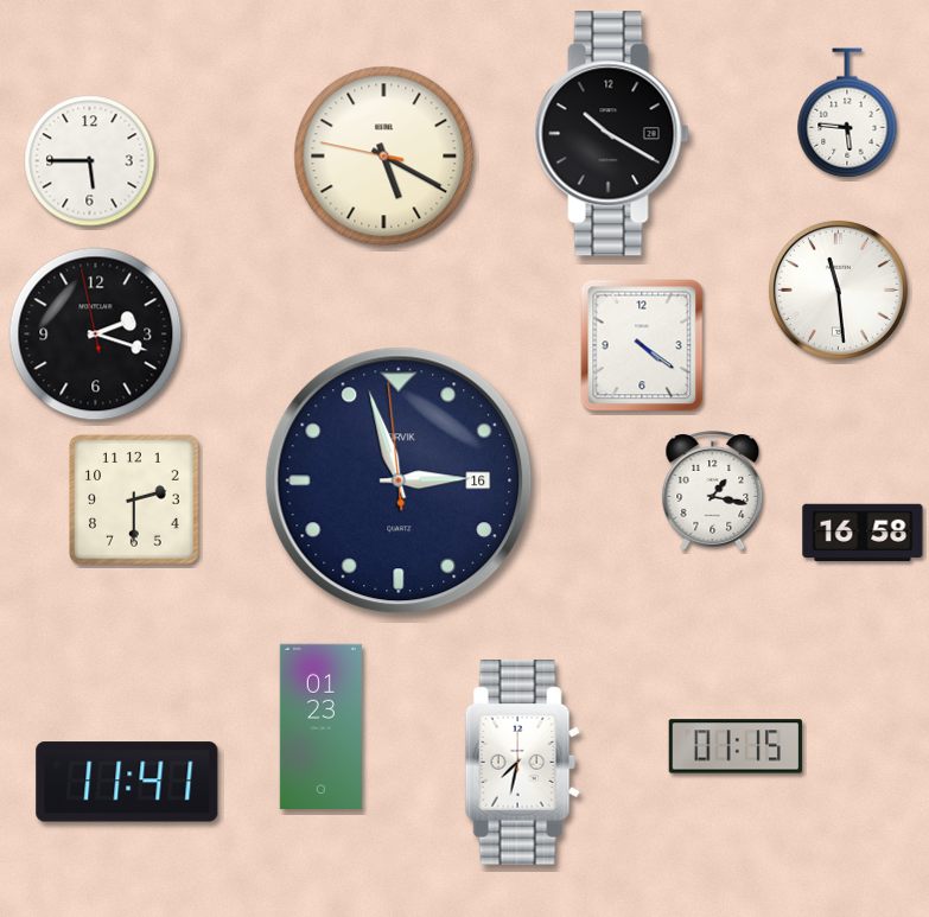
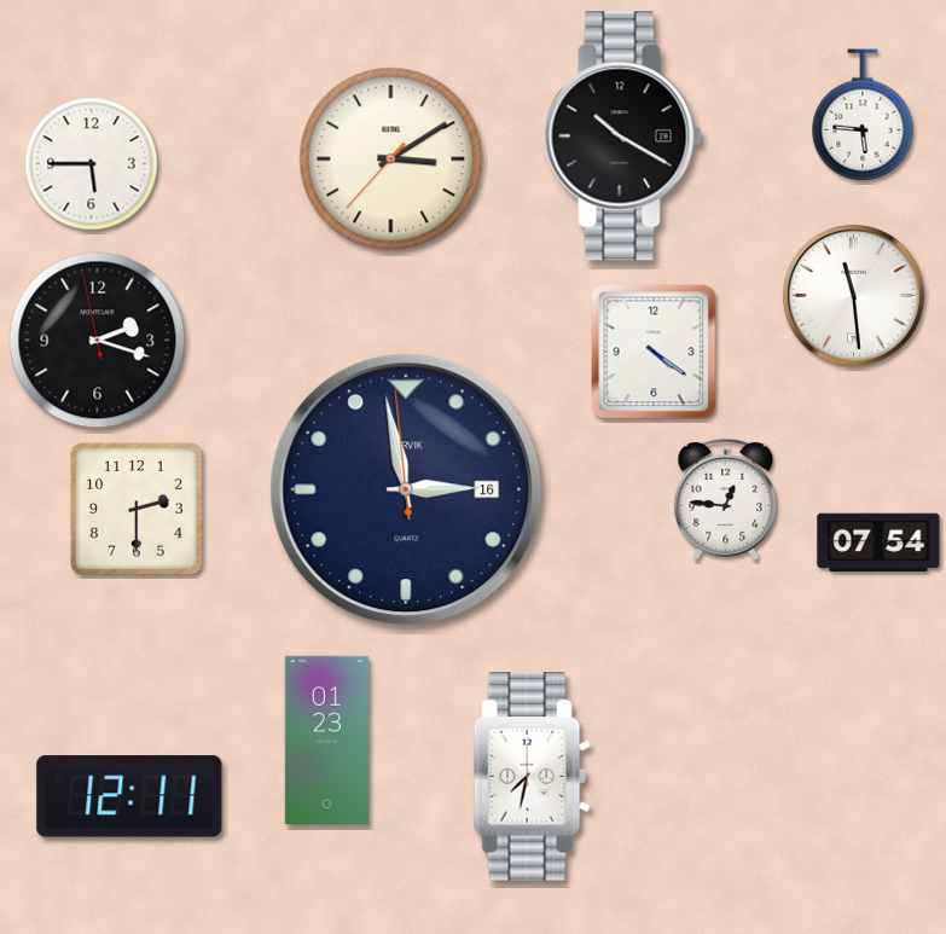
clock at (384, 157): 5:19 -> 3:09
clock at (399, 480): 2:56 -> 2:57
clock at (713, 491): 1:17 -> 12:46
clock at (863, 533): 16:58 -> 07:54
clock at (736, 746): 01:15 -> none
clock at (127, 782): 11:41 -> 12:11
